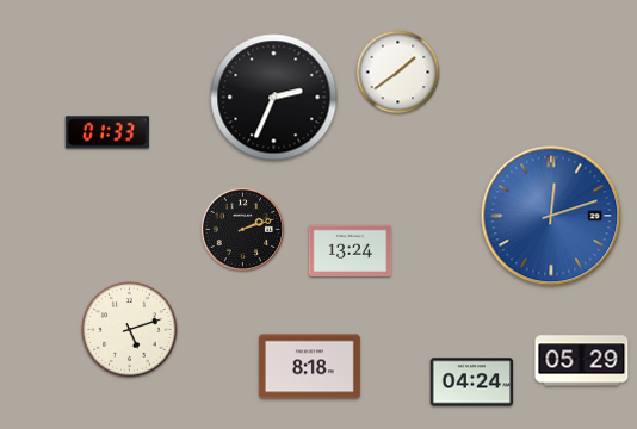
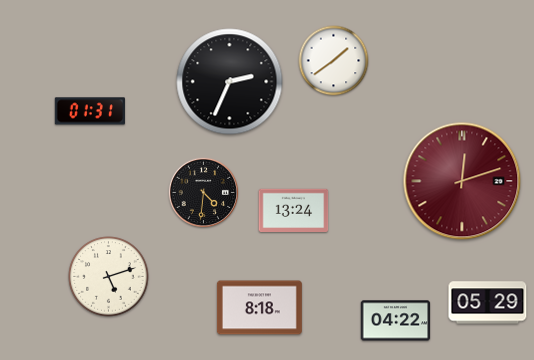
clock at (107, 132): 01:33 -> 01:31
clock at (551, 216) dial: blue -> burgundy
clock at (242, 229): 2:12 -> 4:31
clock at (472, 383): 04:24 -> 04:22
